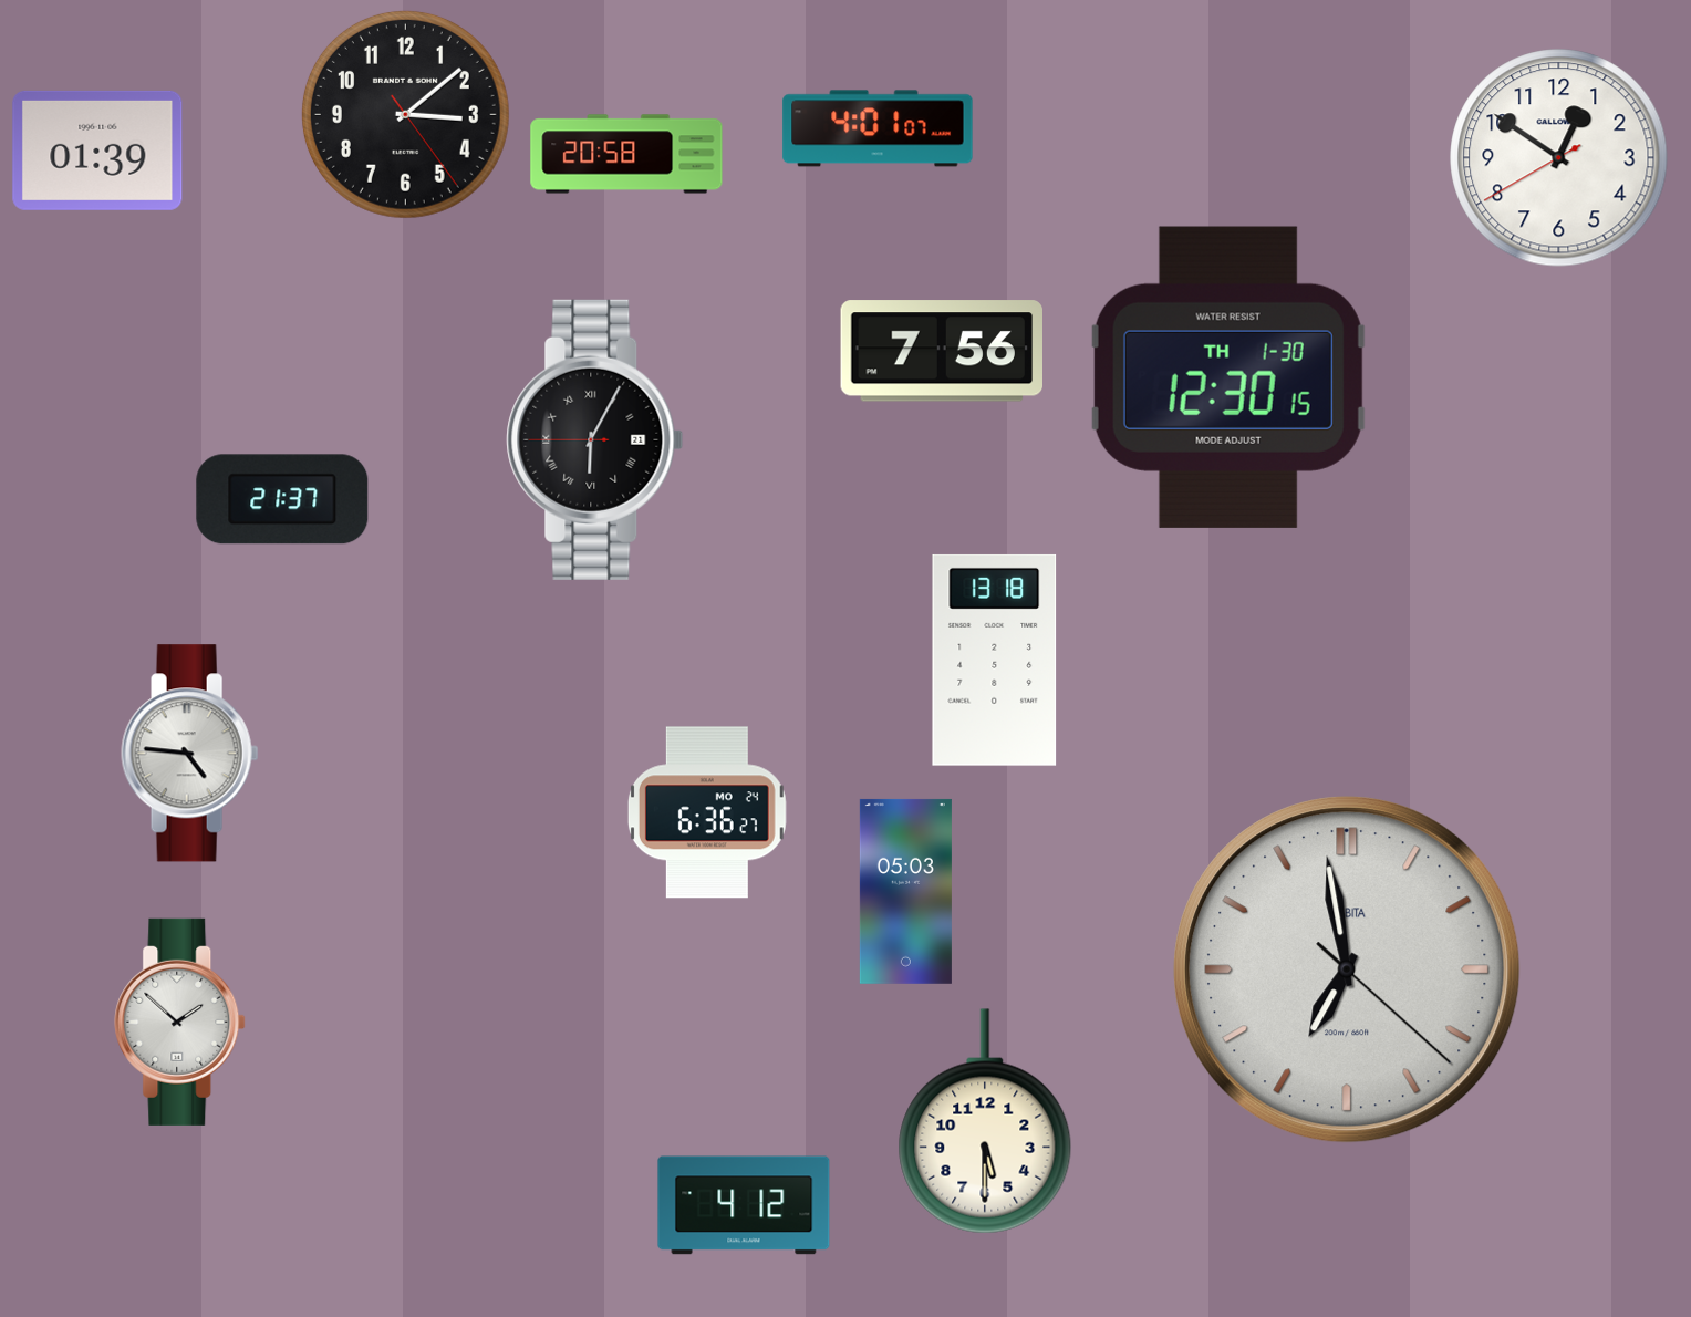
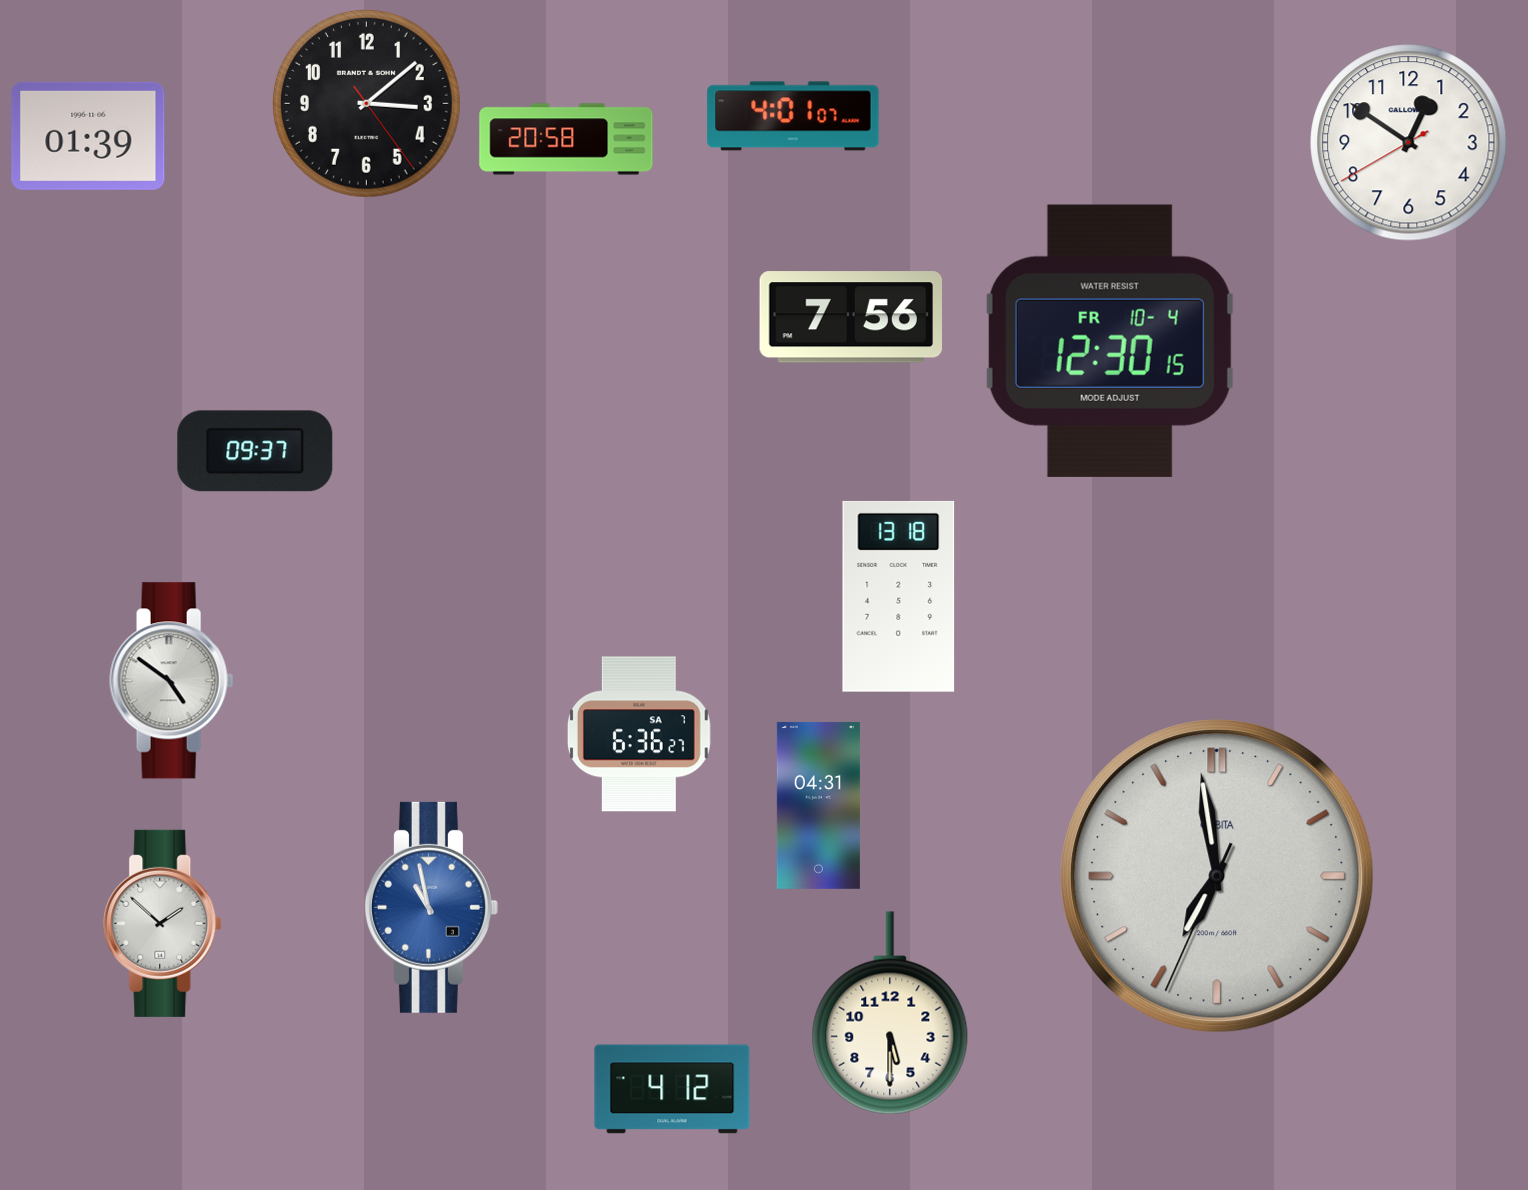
clock at (1228, 377) date: TH 1-30 -> FR 10-4
clock at (595, 439): 6:04 -> none
clock at (282, 499): 21:37 -> 09:37
clock at (190, 754): 4:46 -> 4:51
clock at (707, 812) date: MO 24 -> SA 7
clock at (905, 891): 05:03 -> 04:31
clock at (1347, 969): 6:58:22 -> 6:58:34
clock at (431, 907): none -> 10:58
